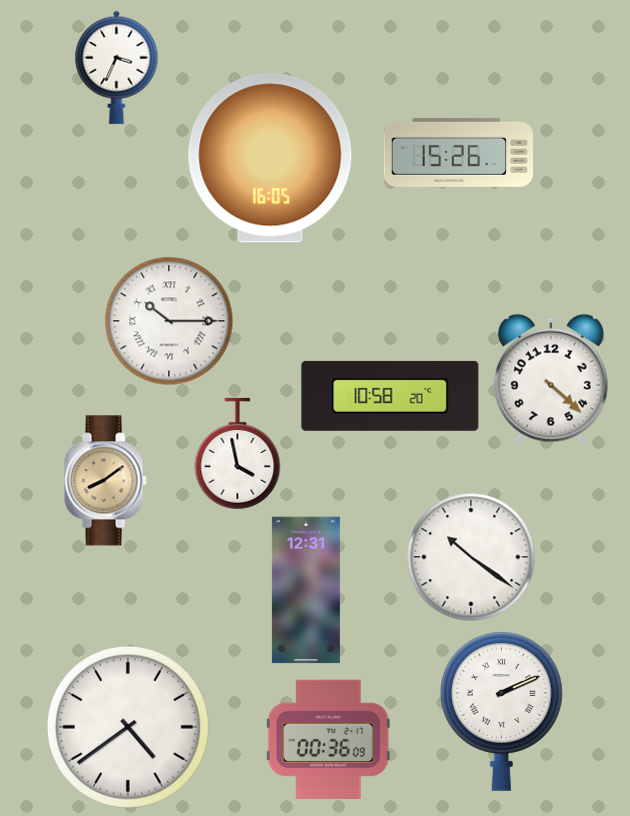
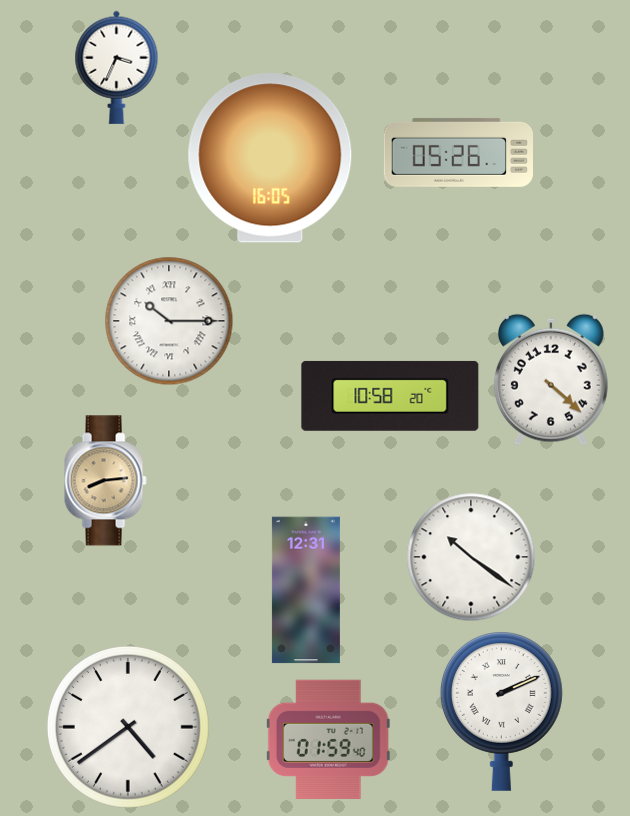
clock at (459, 152): 15:26 -> 05:26
clock at (238, 454): 3:58 -> none
clock at (105, 481): 8:09 -> 8:14
clock at (328, 739): 00:36 -> 01:59
